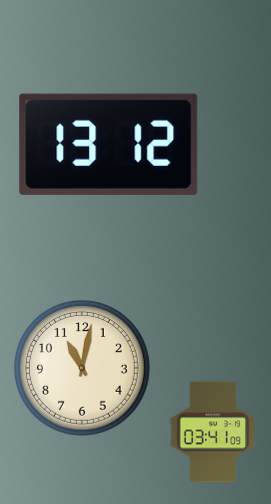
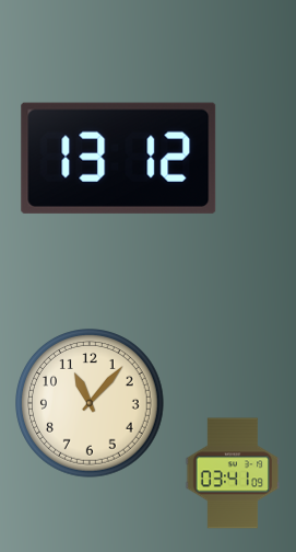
clock at (83, 369): 11:02 -> 11:07
